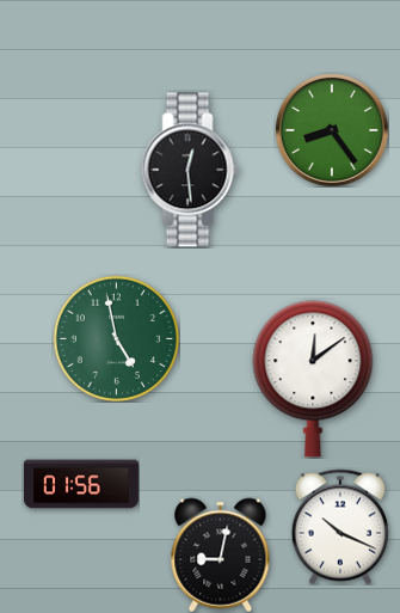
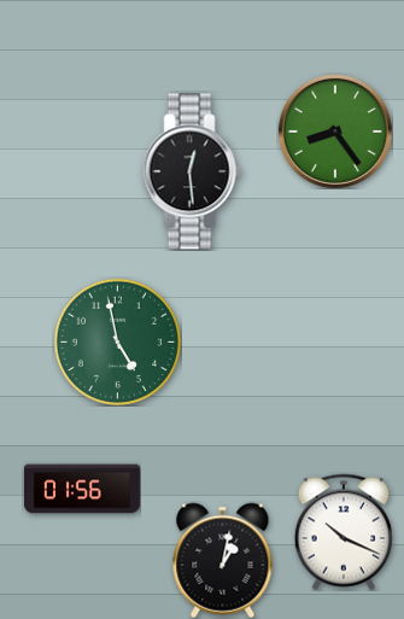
clock at (313, 379): 12:09 -> none
clock at (221, 554): 9:02 -> 1:02
